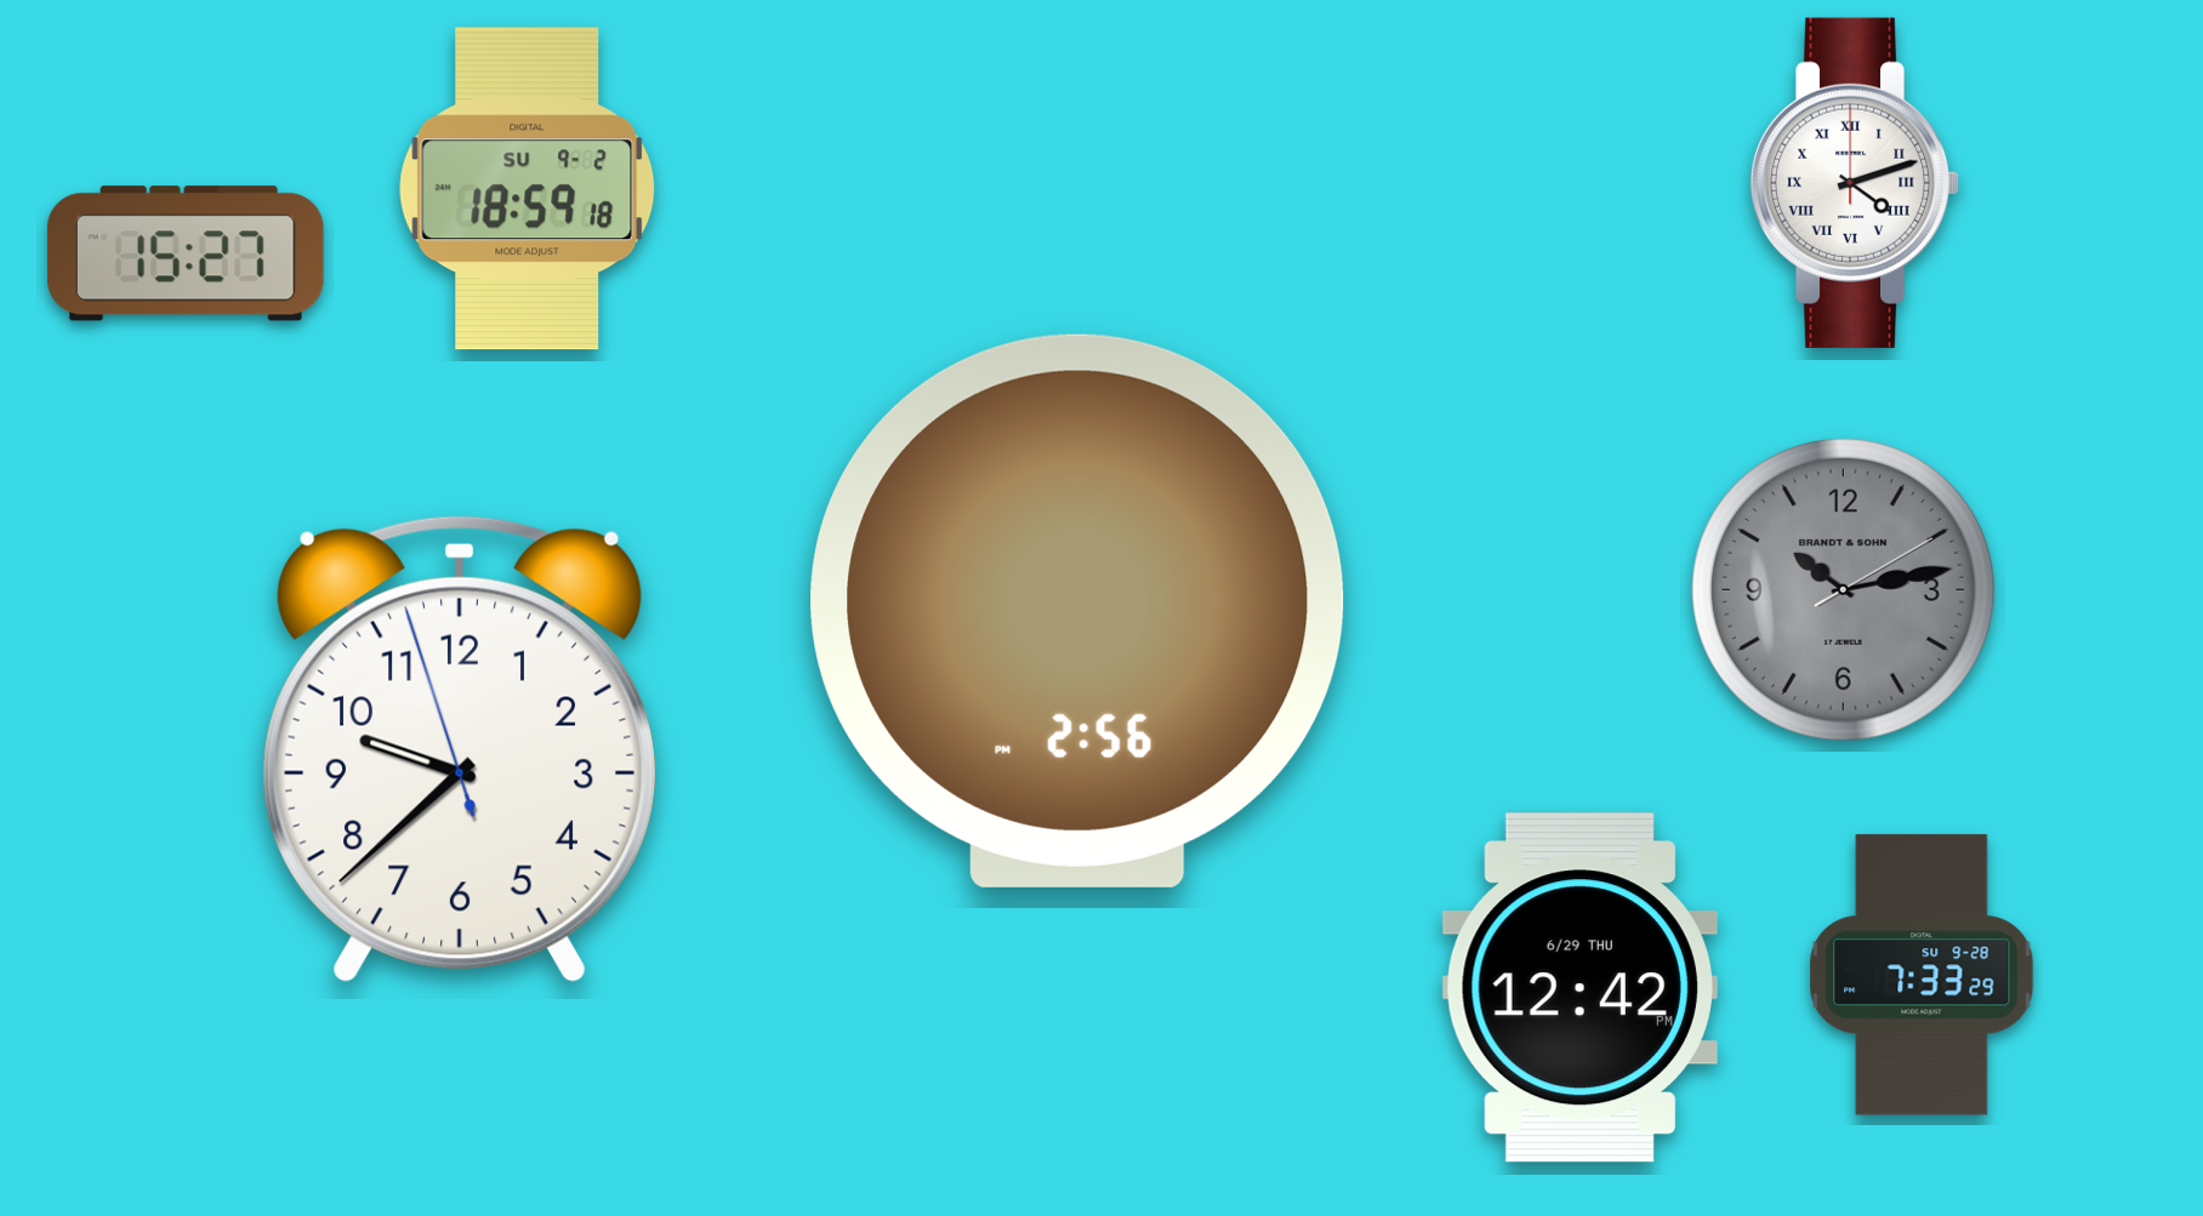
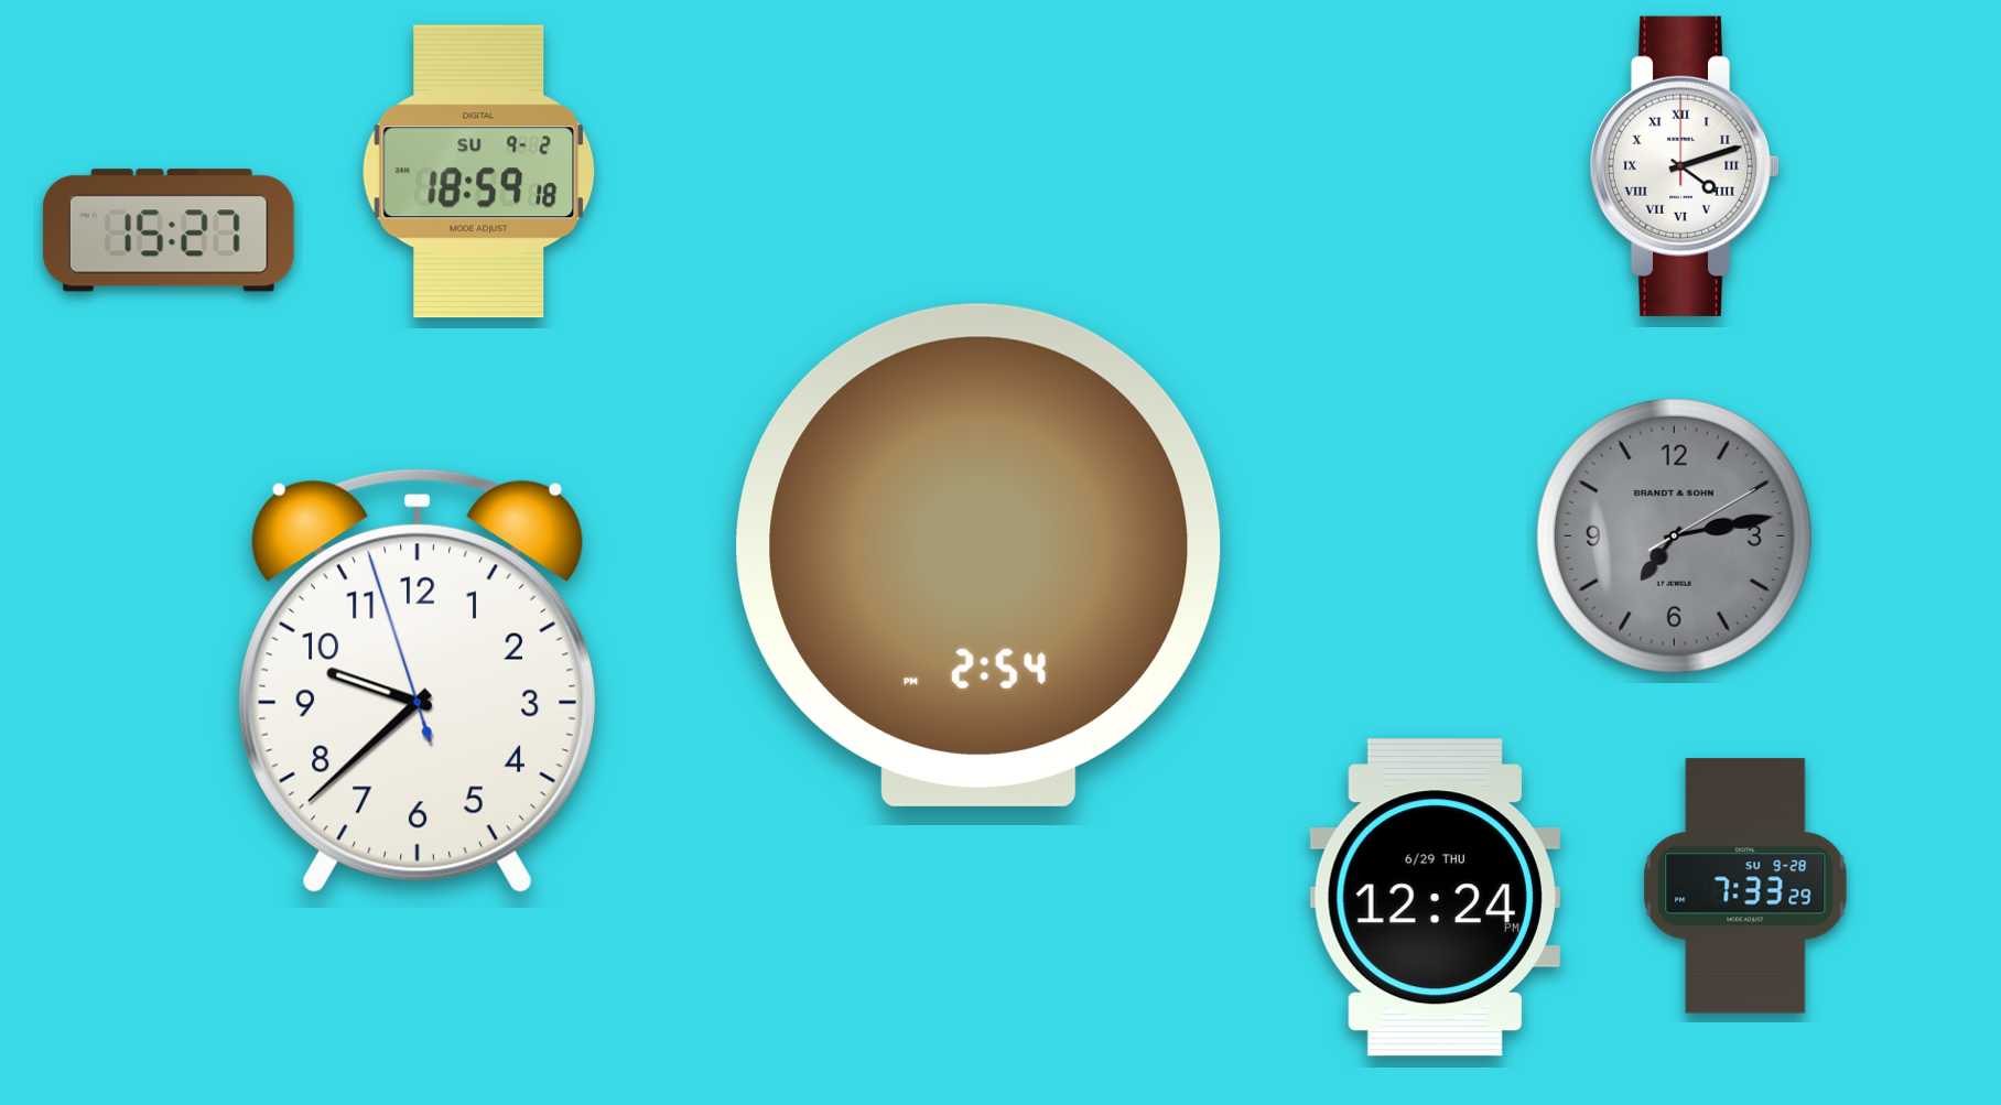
clock at (1843, 589): 10:13 -> 7:13
clock at (1077, 611): 2:56 -> 2:54
clock at (1579, 988): 12:42 -> 12:24
